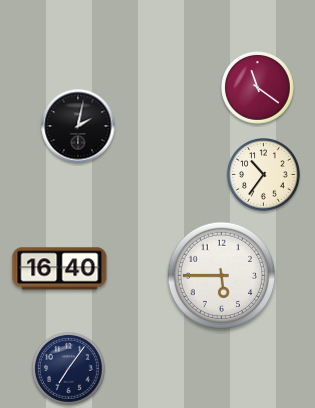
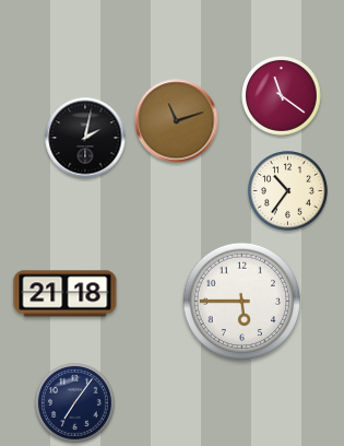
clock at (177, 121): none -> 11:12
clock at (60, 269): 16:40 -> 21:18
